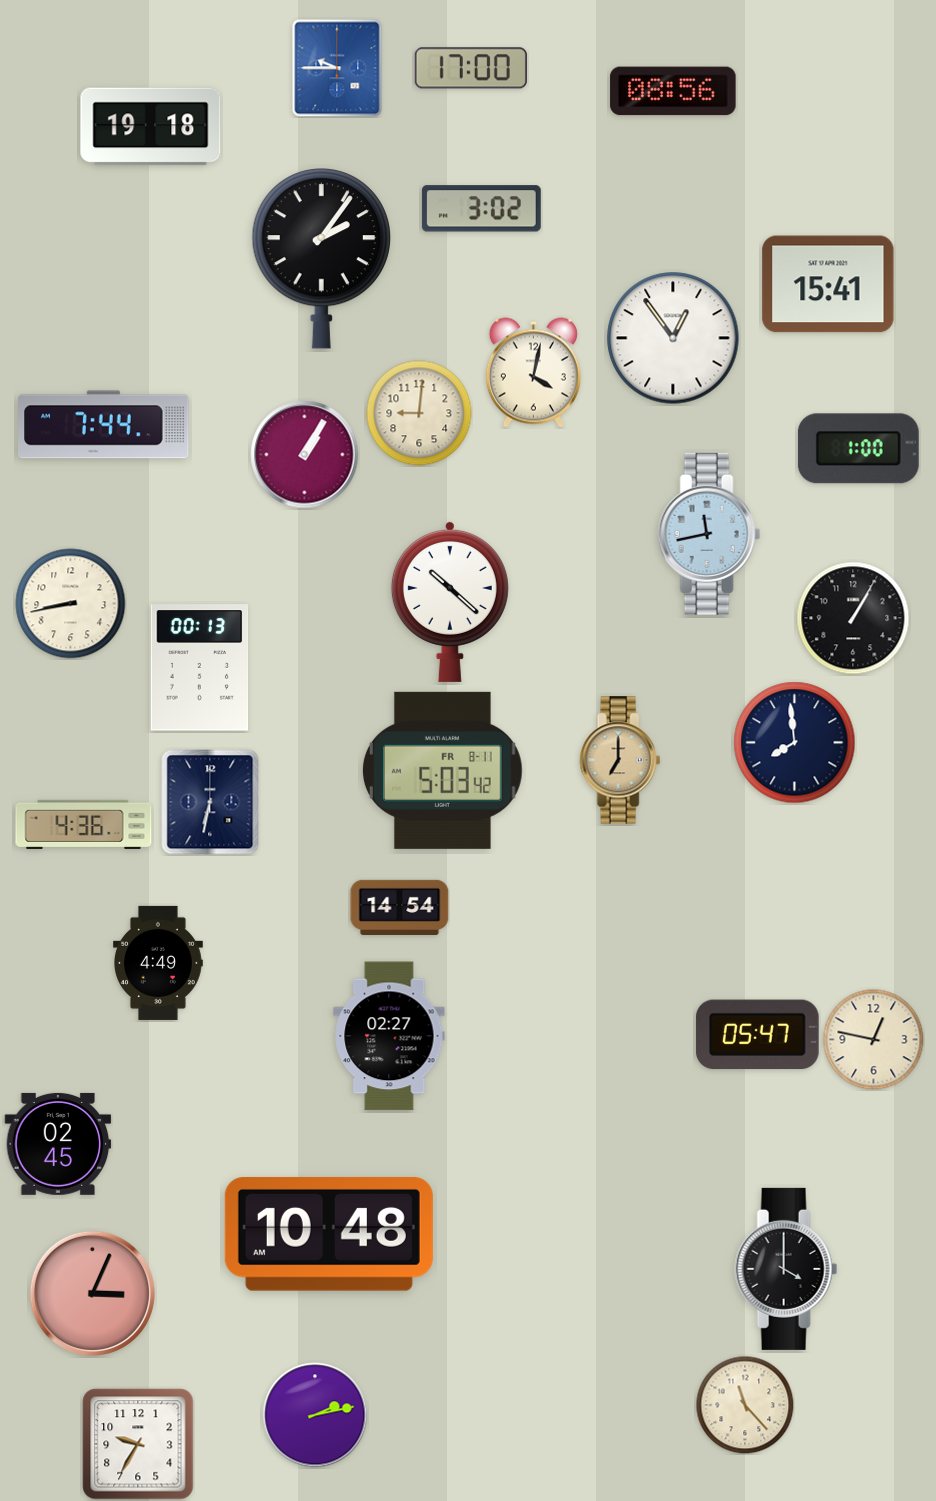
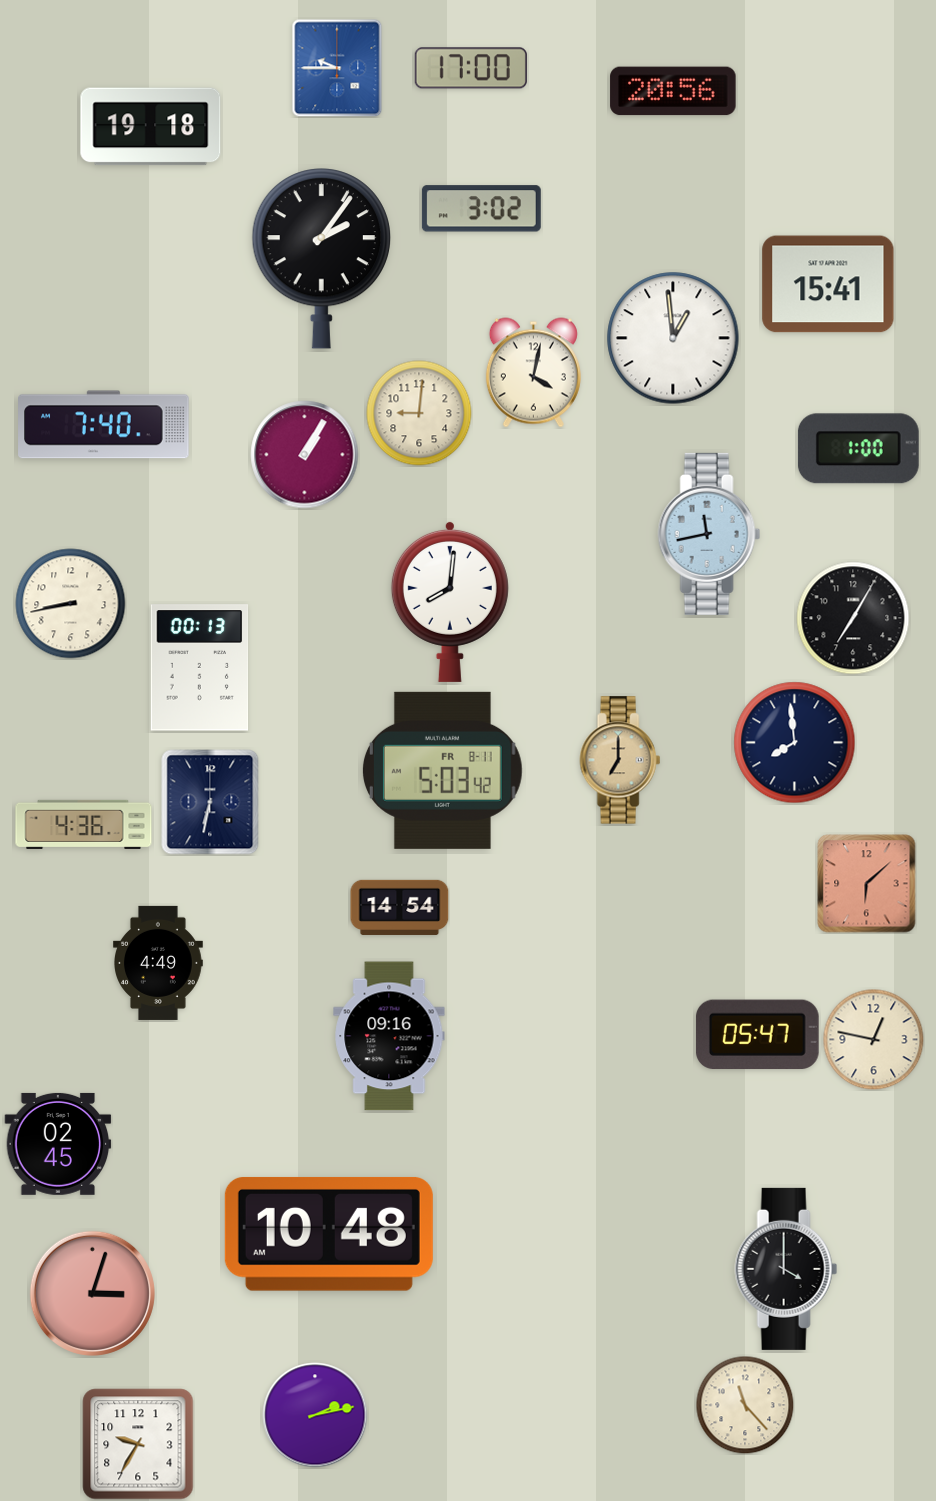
clock at (673, 91): 08:56 -> 20:56
clock at (673, 338): 12:54 -> 12:59
clock at (104, 425): 7:44 -> 7:40
clock at (450, 601): 10:22 -> 8:01
clock at (853, 618): 1:05 -> 7:05
clock at (867, 884): none -> 6:08
clock at (389, 1036): 02:27 -> 09:16
clock at (92, 1293): 3:04 -> 3:03
